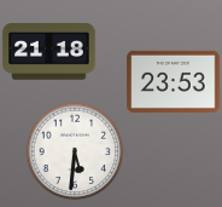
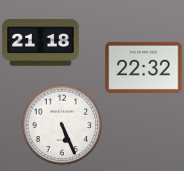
clock at (174, 81): 23:53 -> 22:32
clock at (75, 151): 5:31 -> 5:26
